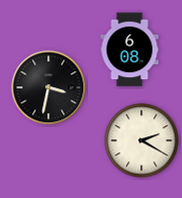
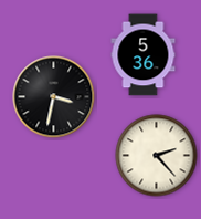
clock at (130, 50): 6:08 -> 5:36
clock at (142, 141): 2:20 -> 2:23
